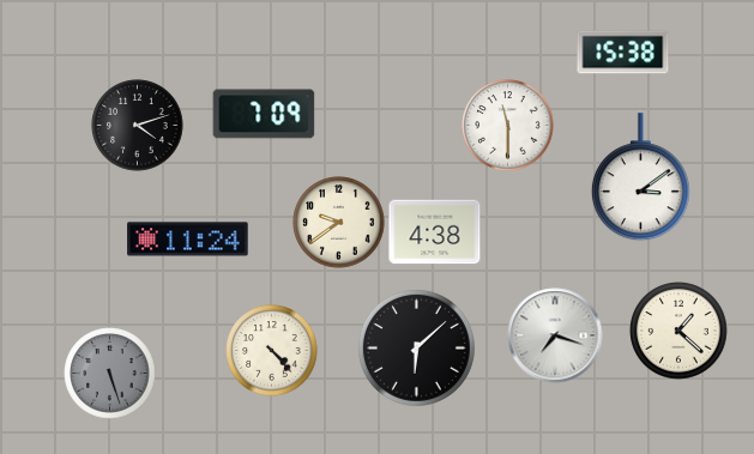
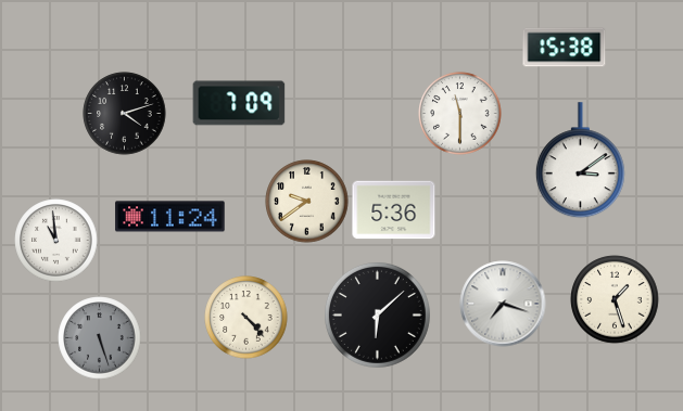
clock at (435, 232): 4:38 -> 5:36
clock at (56, 241): none -> 10:59
clock at (678, 331): 1:22 -> 1:27
